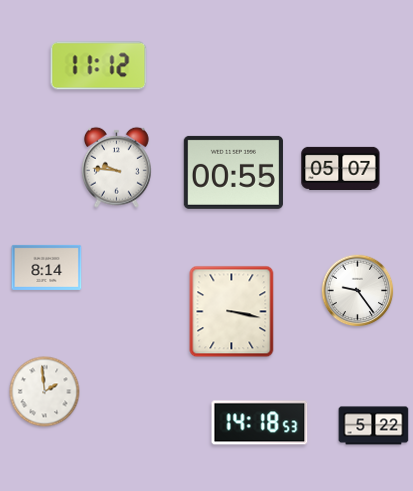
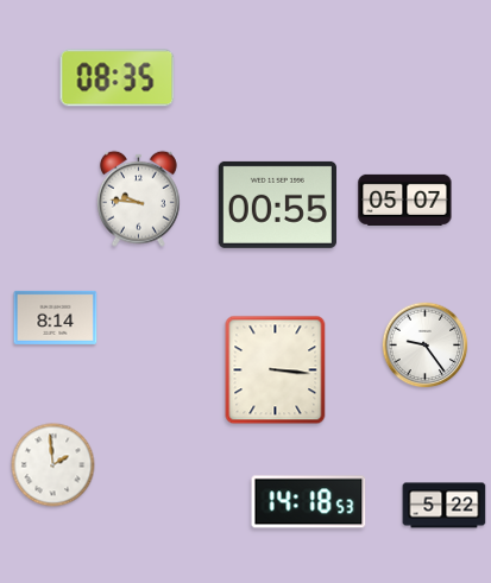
clock at (99, 66): 11:12 -> 08:35
clock at (232, 312): 3:17 -> 3:16
